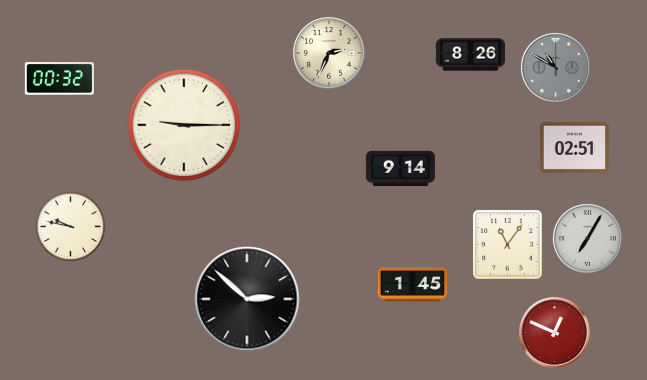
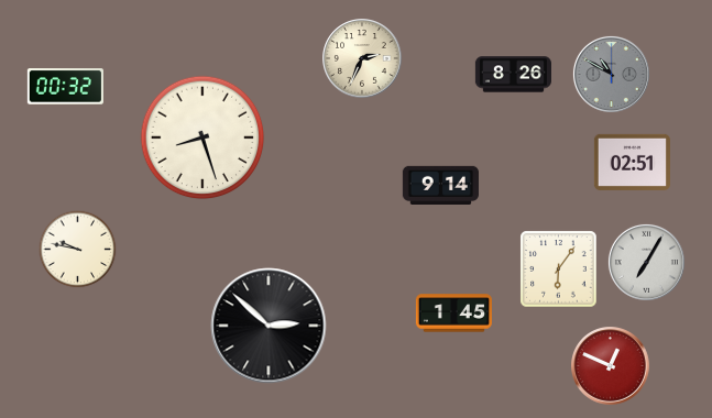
clock at (470, 55) position: (470, 55) -> (513, 75)
clock at (184, 125): 9:15 -> 8:27
clock at (508, 245): 11:06 -> 6:06
clock at (247, 299) position: (247, 299) -> (269, 326)
